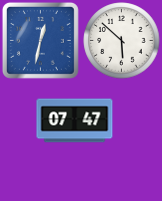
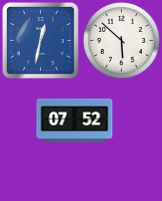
clock at (75, 121): 07:47 -> 07:52
